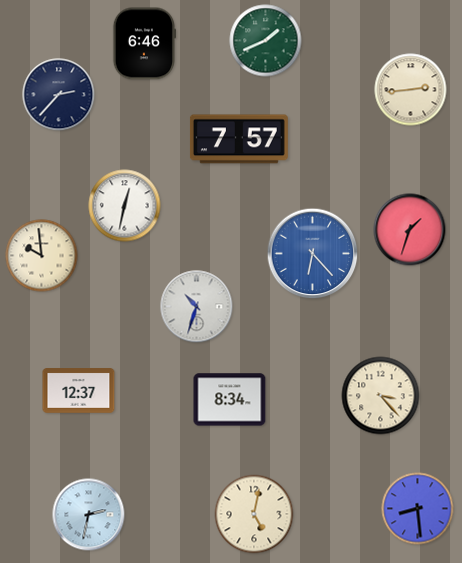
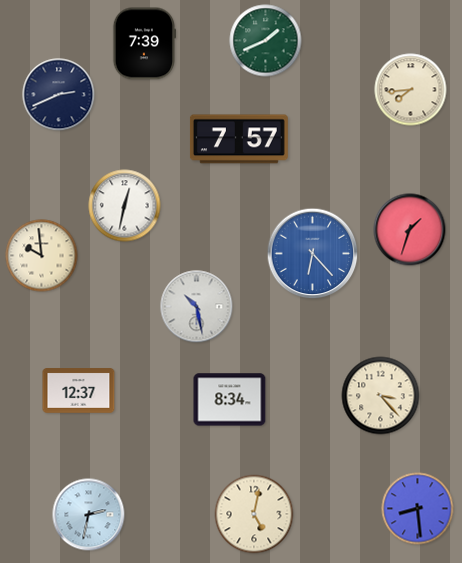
clock at (144, 44): 6:46 -> 7:39
clock at (411, 90): 2:44 -> 7:44
clock at (59, 95): 2:37 -> 2:41
clock at (197, 307): 10:33 -> 10:28
